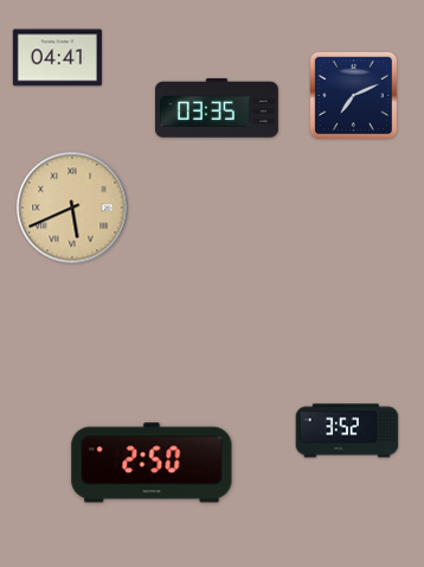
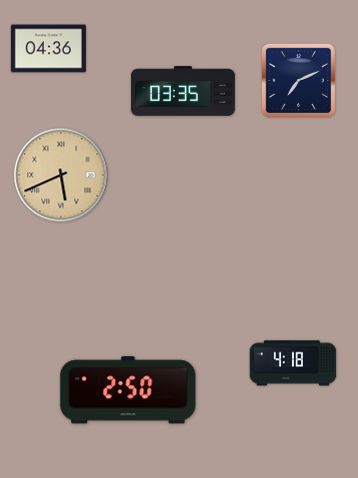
clock at (57, 58): 04:41 -> 04:36
clock at (347, 431): 3:52 -> 4:18
